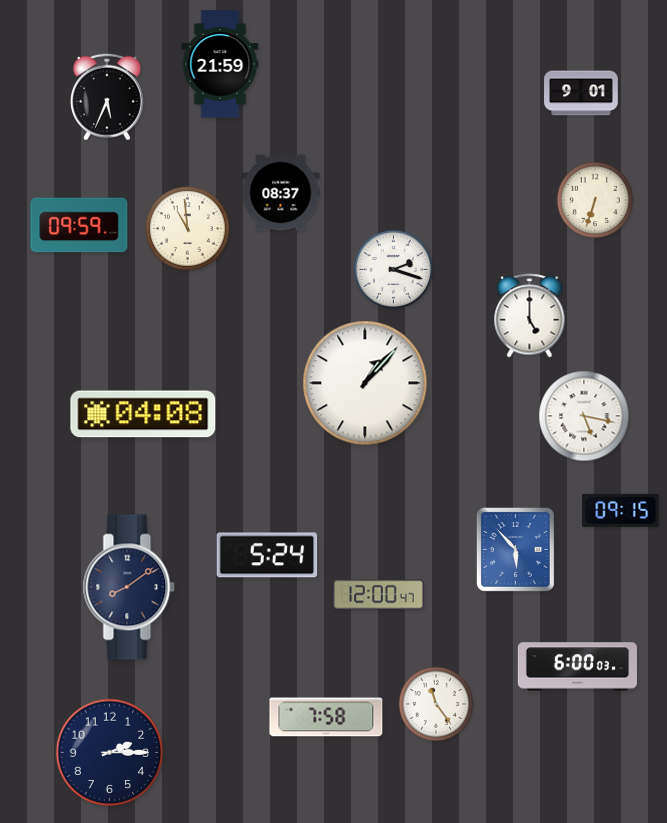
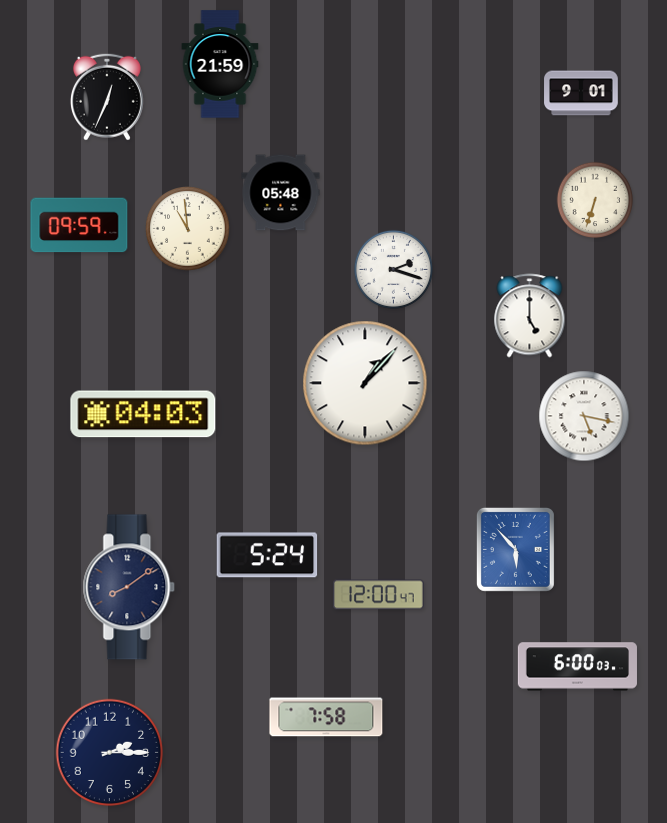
clock at (107, 97): 5:34 -> 12:34
clock at (281, 193): 08:37 -> 05:48
clock at (143, 414): 04:08 -> 04:03
clock at (621, 510): 09:15 -> none
clock at (436, 704): 11:24 -> none
